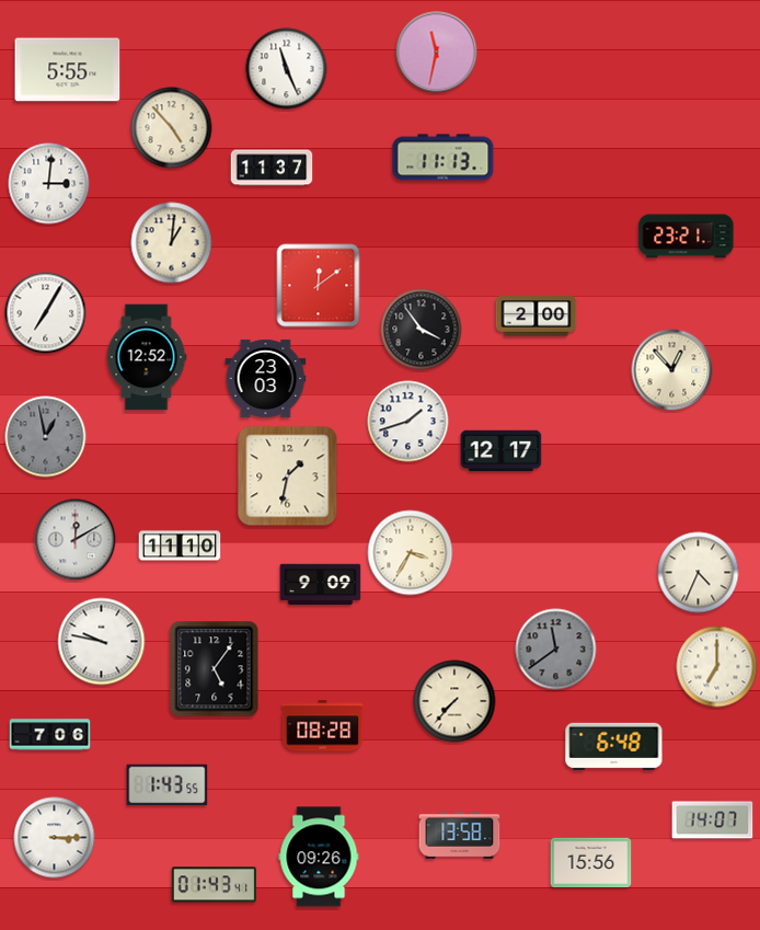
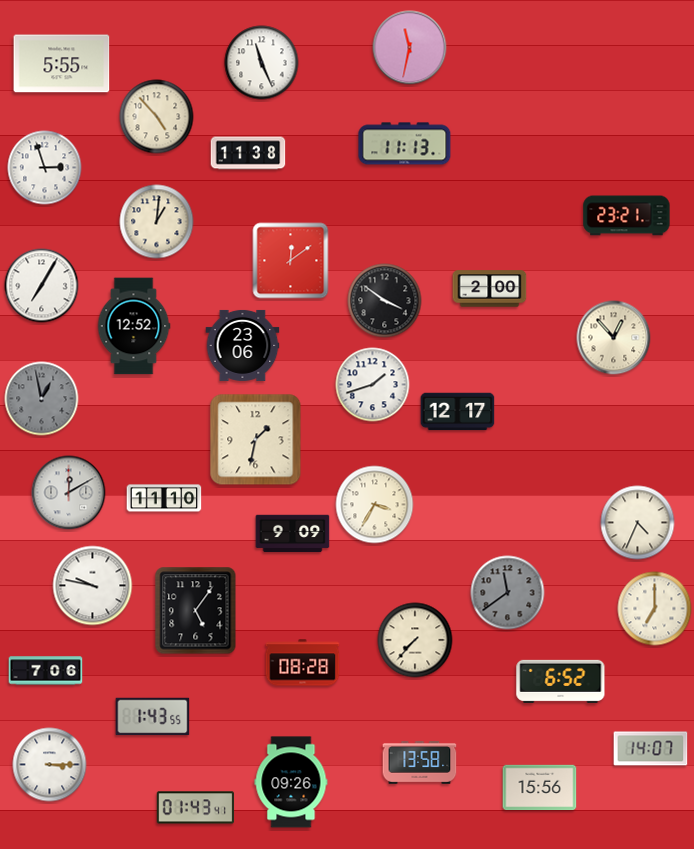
clock at (437, 53) position: (437, 53) -> (410, 48)
clock at (272, 168): 11:37 -> 11:38
clock at (49, 184): 3:01 -> 2:57
clock at (422, 330): 3:54 -> 3:51
clock at (266, 378): 23:03 -> 23:06
clock at (288, 477) position: (288, 477) -> (256, 440)
clock at (323, 726) position: (323, 726) -> (303, 663)
clock at (614, 746): 6:48 -> 6:52
